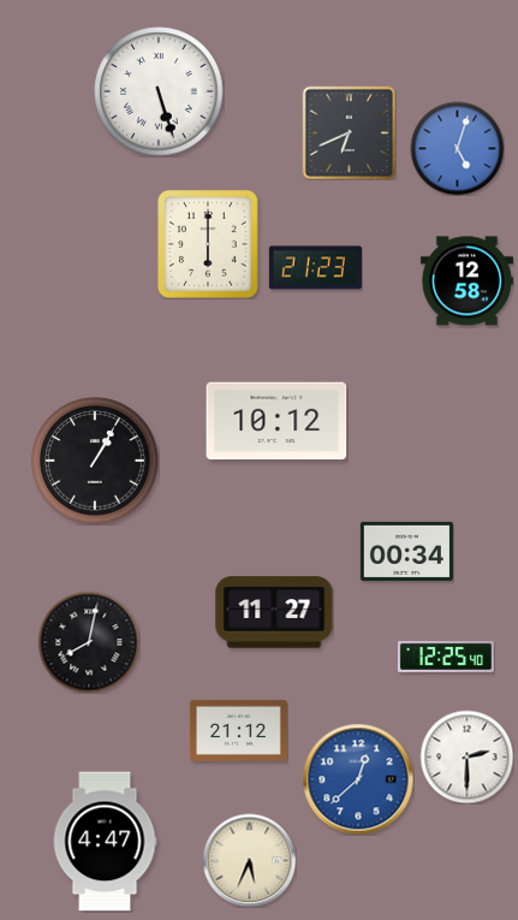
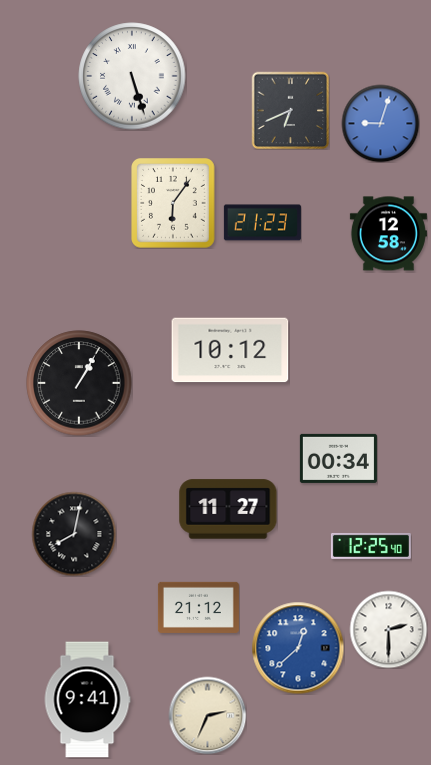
clock at (457, 148): 5:03 -> 9:03
clock at (209, 245): 6:00 -> 6:06
clock at (105, 842): 4:47 -> 9:41
clock at (249, 860): 5:34 -> 2:34
